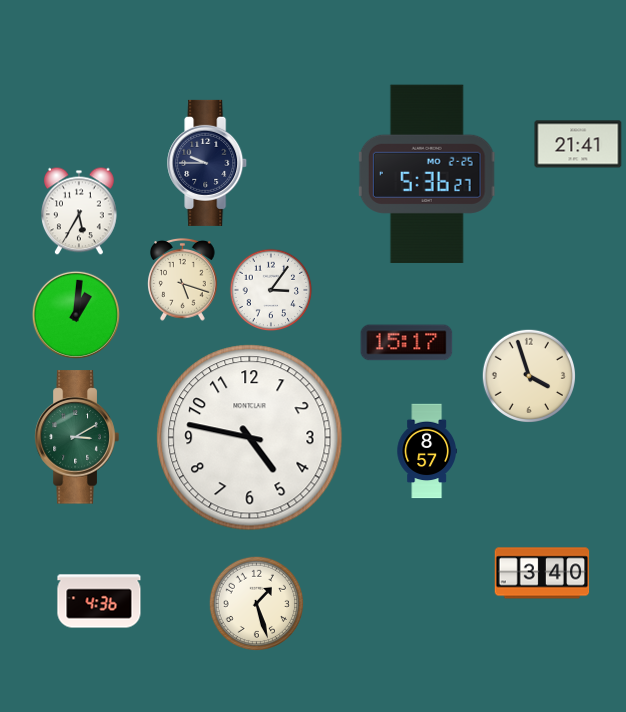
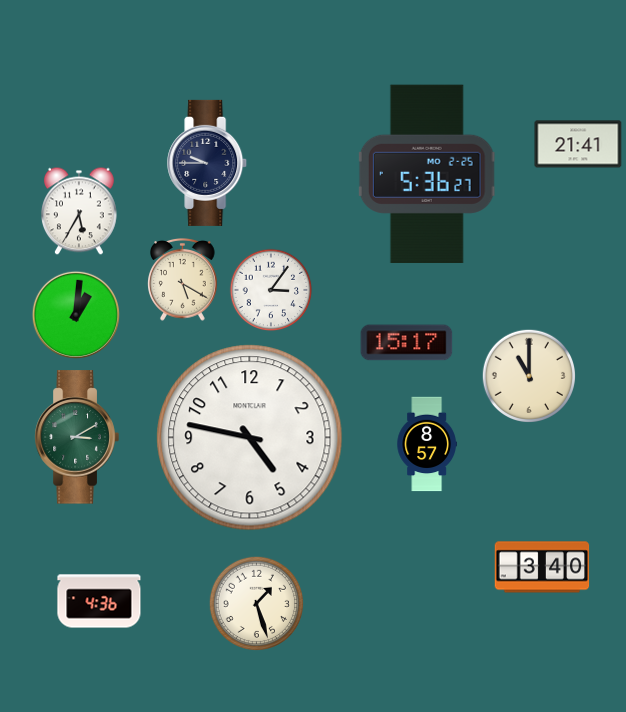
clock at (183, 280): 5:18 -> 5:20
clock at (528, 375): 3:57 -> 11:00
clock at (426, 451) position: (426, 451) -> (426, 444)
clock at (542, 573) position: (542, 573) -> (542, 567)
